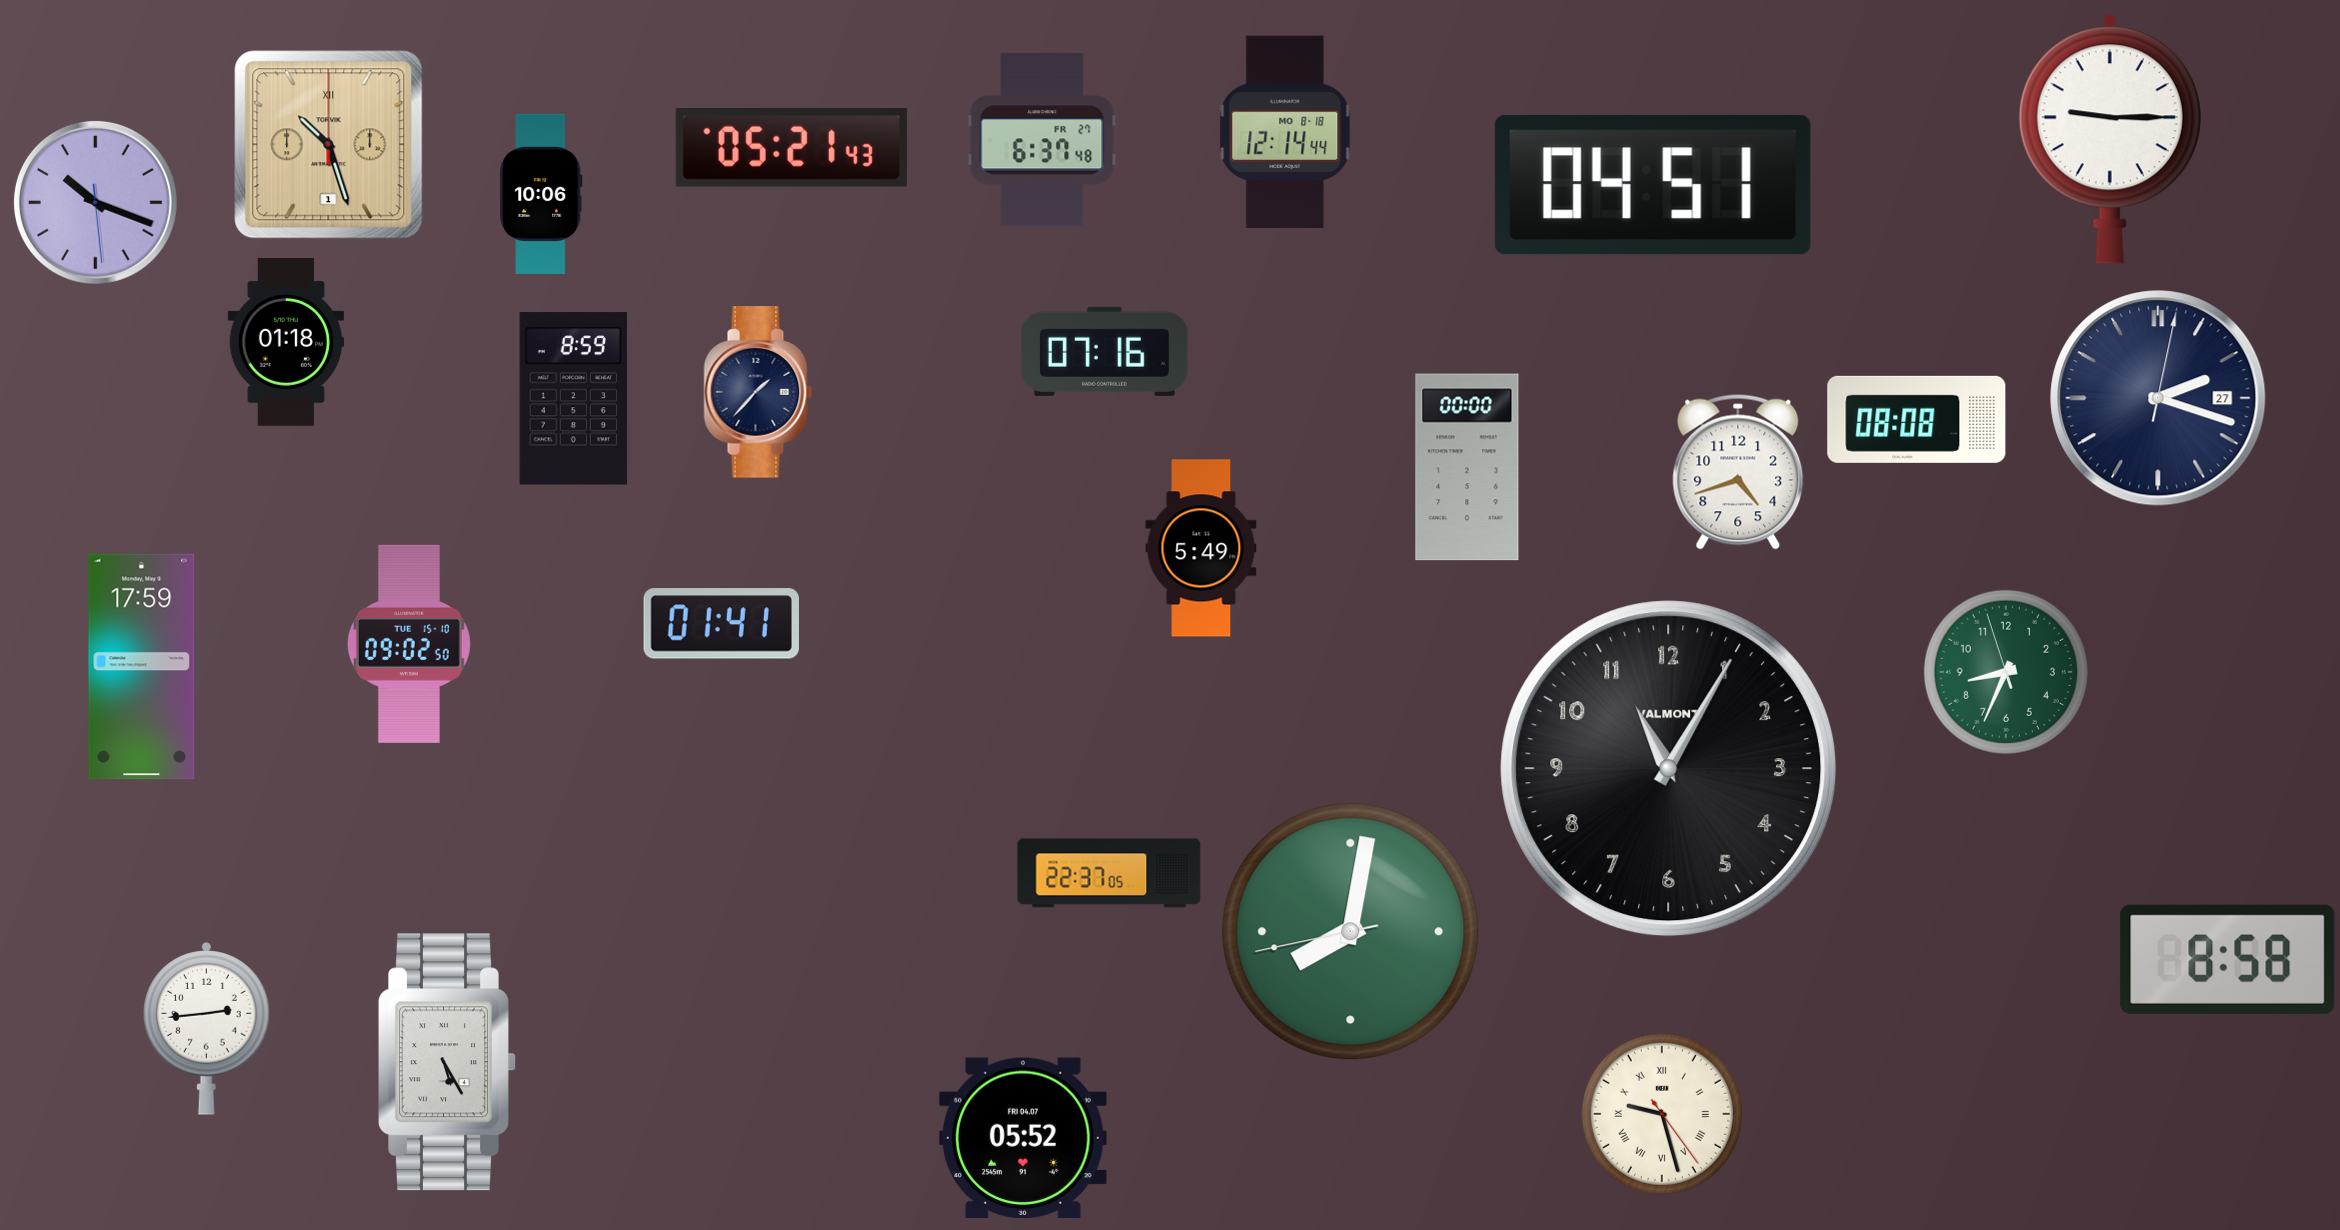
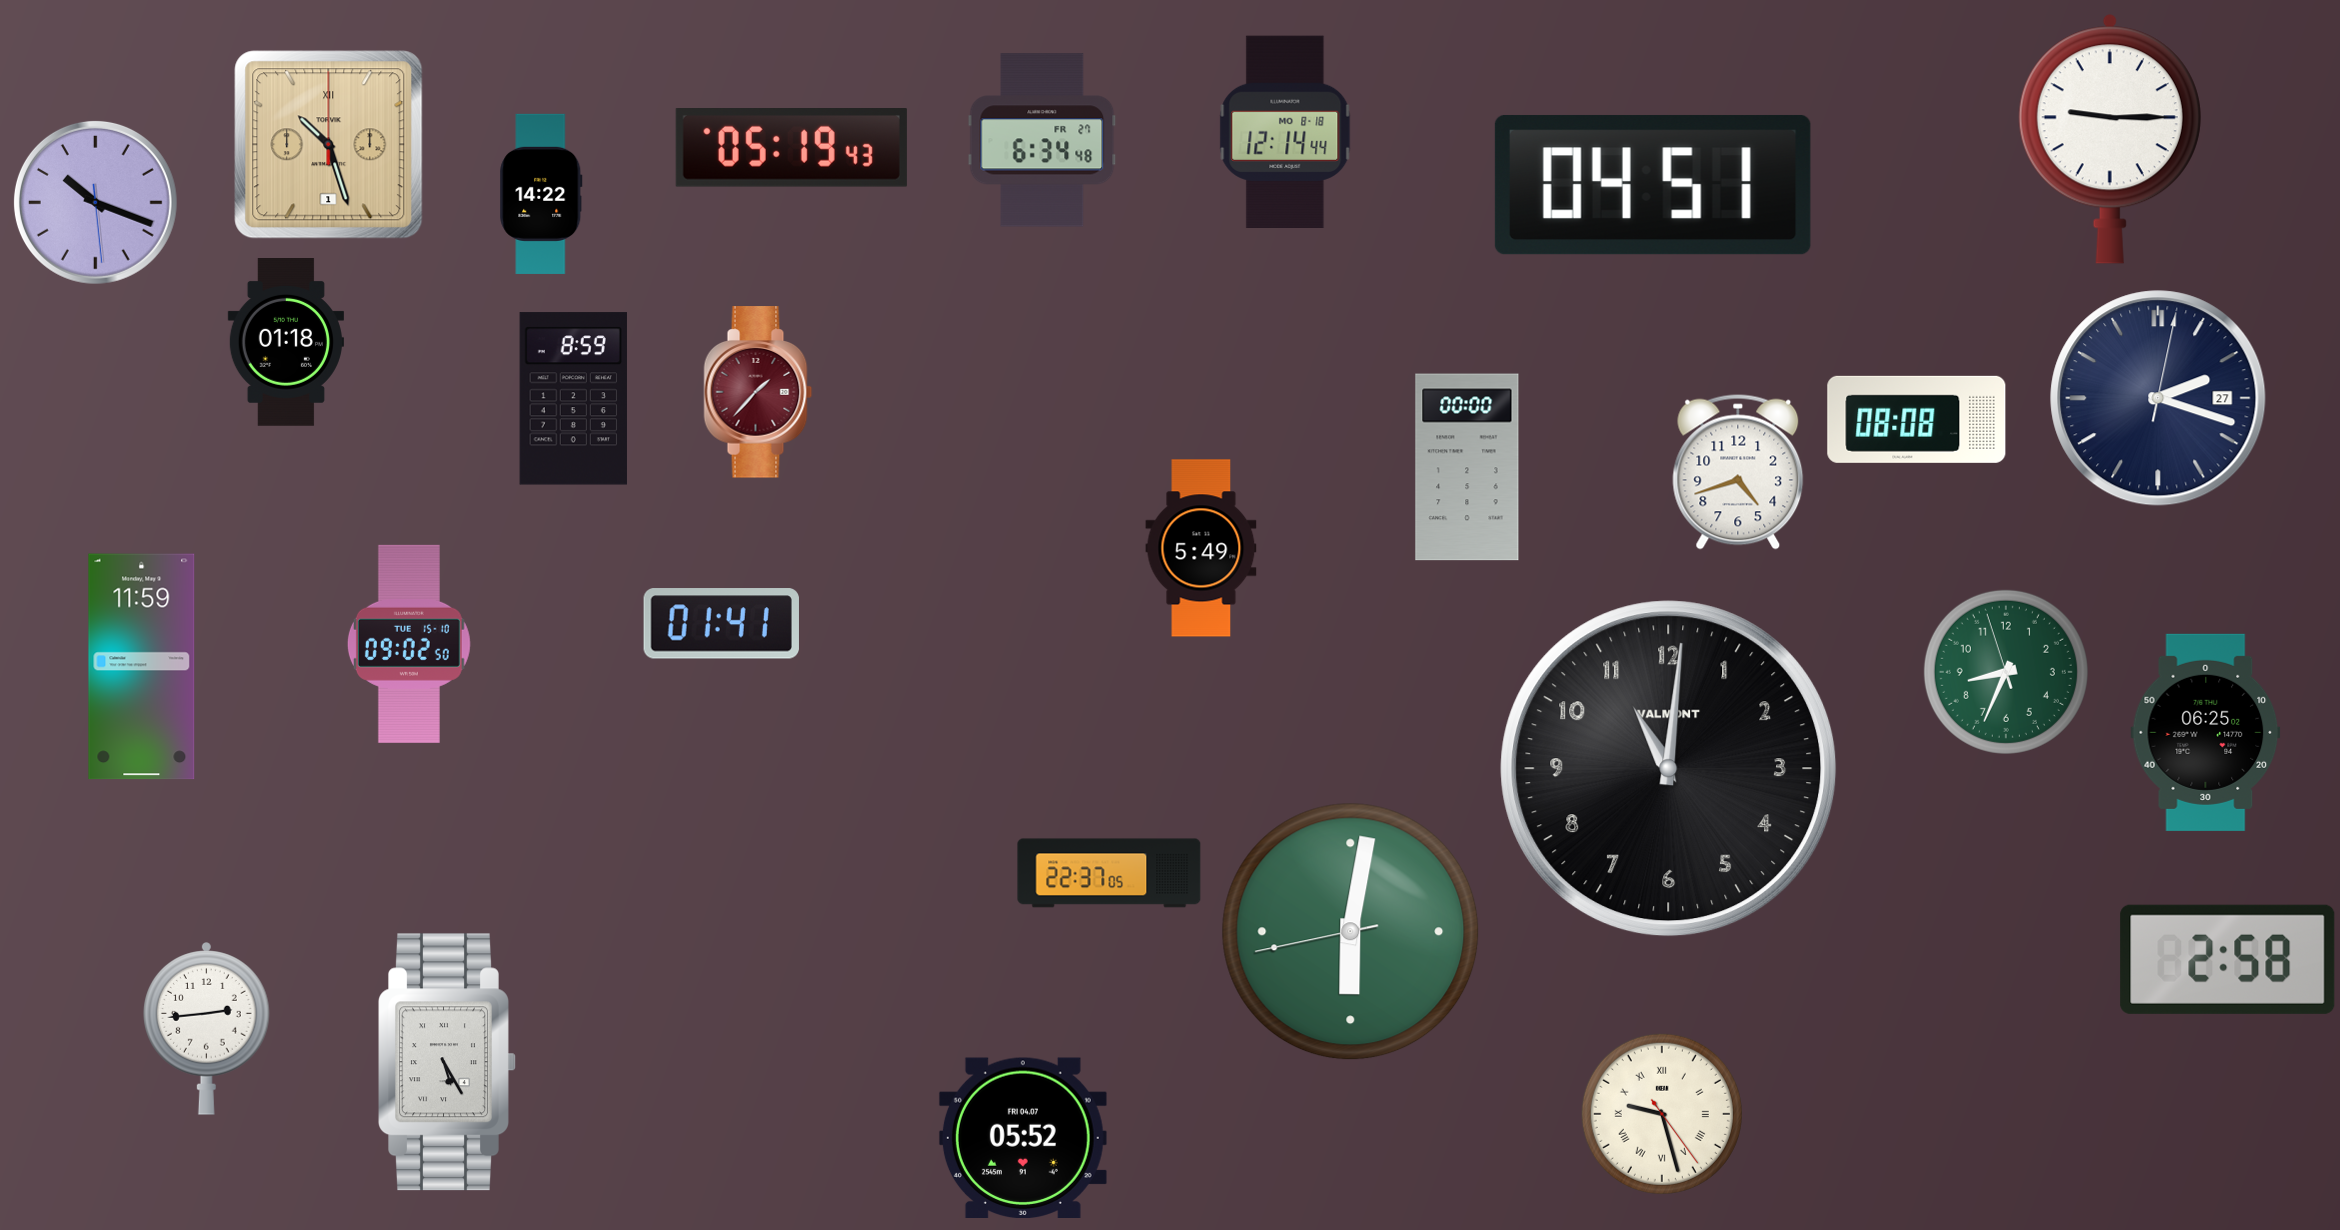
clock at (1042, 140): 6:37 -> 6:34
clock at (791, 148): 05:21 -> 05:19
clock at (541, 194): 10:06 -> 14:22
clock at (1104, 351): 07:16 -> none
clock at (758, 392) dial: navy -> burgundy
clock at (142, 667): 17:59 -> 11:59
clock at (2206, 732): none -> 06:25
clock at (1669, 769): 11:05 -> 11:01
clock at (1351, 932): 8:01 -> 6:01
clock at (2228, 959): 8:58 -> 2:58
